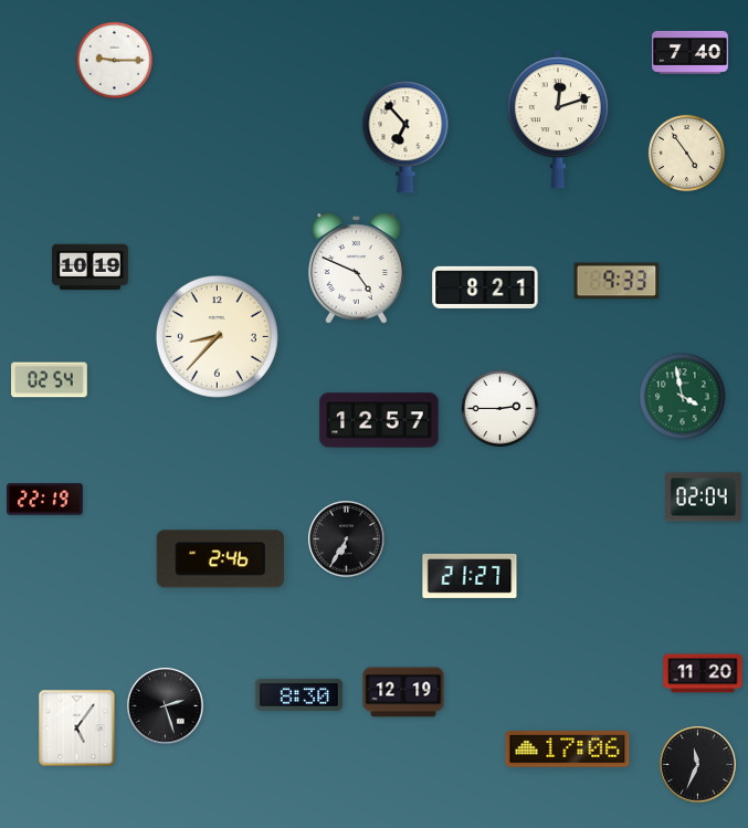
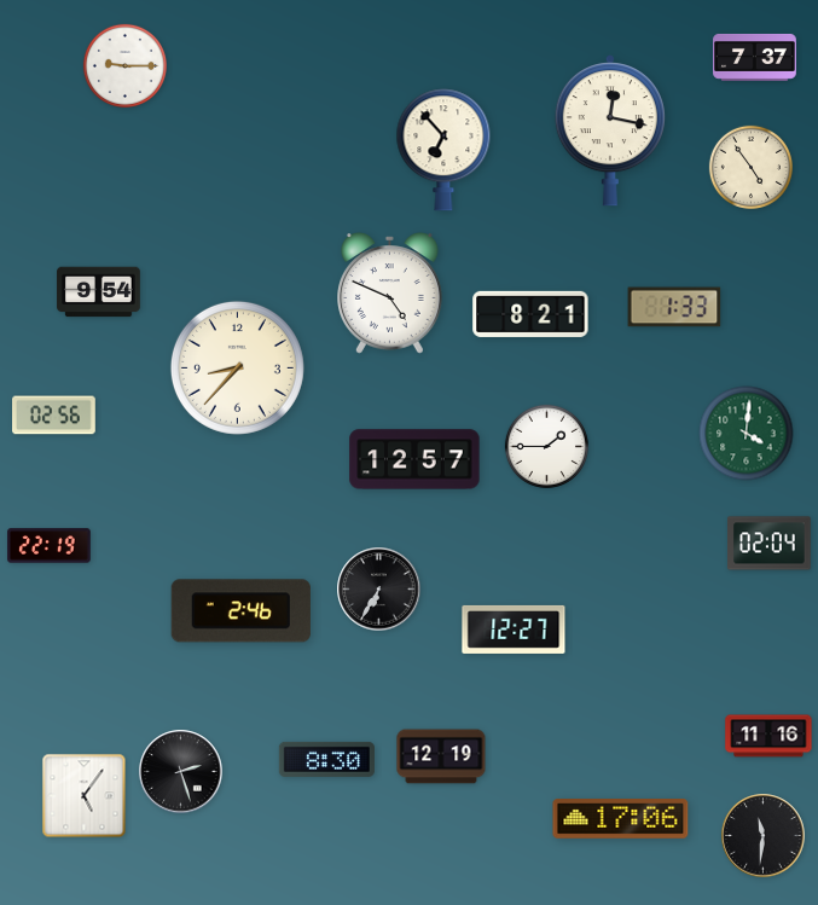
clock at (691, 52): 7:40 -> 7:37
clock at (558, 119): 12:12 -> 12:17
clock at (91, 268): 10:19 -> 9:54
clock at (617, 281): 9:33 -> 1:33
clock at (50, 380): 02:54 -> 02:56
clock at (683, 397): 3:58 -> 4:01
clock at (499, 408): 2:45 -> 1:45
clock at (470, 576): 21:27 -> 12:27
clock at (703, 673): 11:20 -> 11:16
clock at (698, 765): 11:34 -> 11:31
